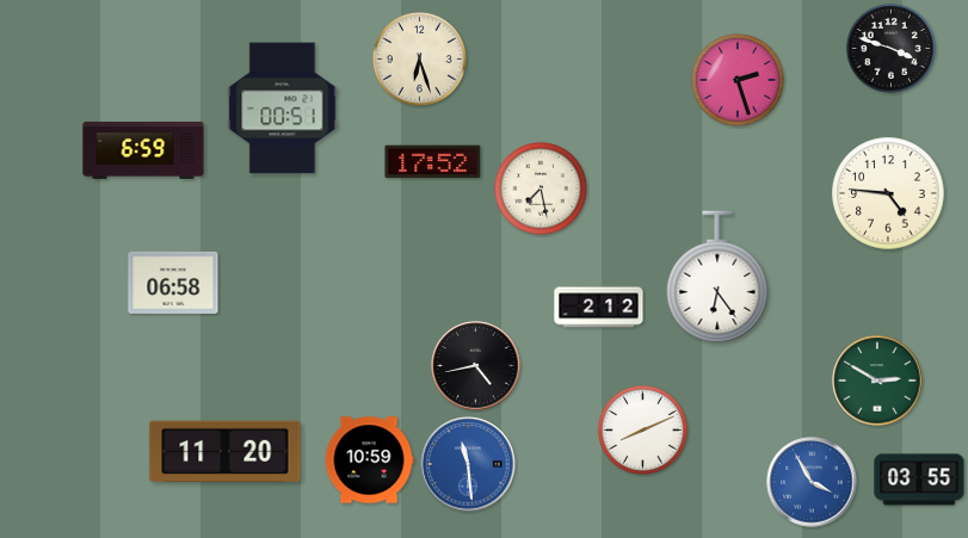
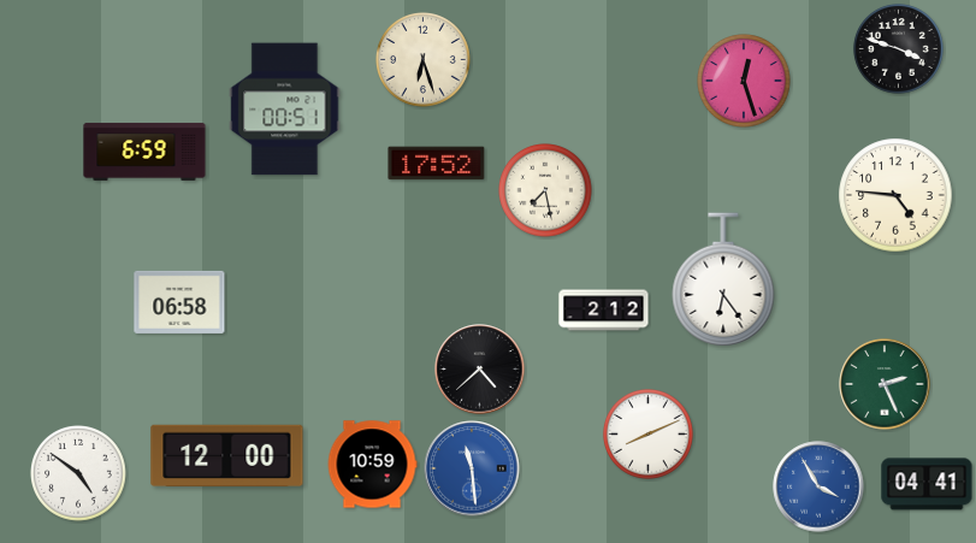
clock at (739, 81): 2:27 -> 12:27
clock at (173, 283) position: (173, 283) -> (179, 302)
clock at (476, 366): 4:43 -> 4:38
clock at (877, 381): 2:50 -> 2:26
clock at (226, 452): 11:20 -> 12:00
clock at (79, 474): none -> 4:51
clock at (919, 480): 03:55 -> 04:41
